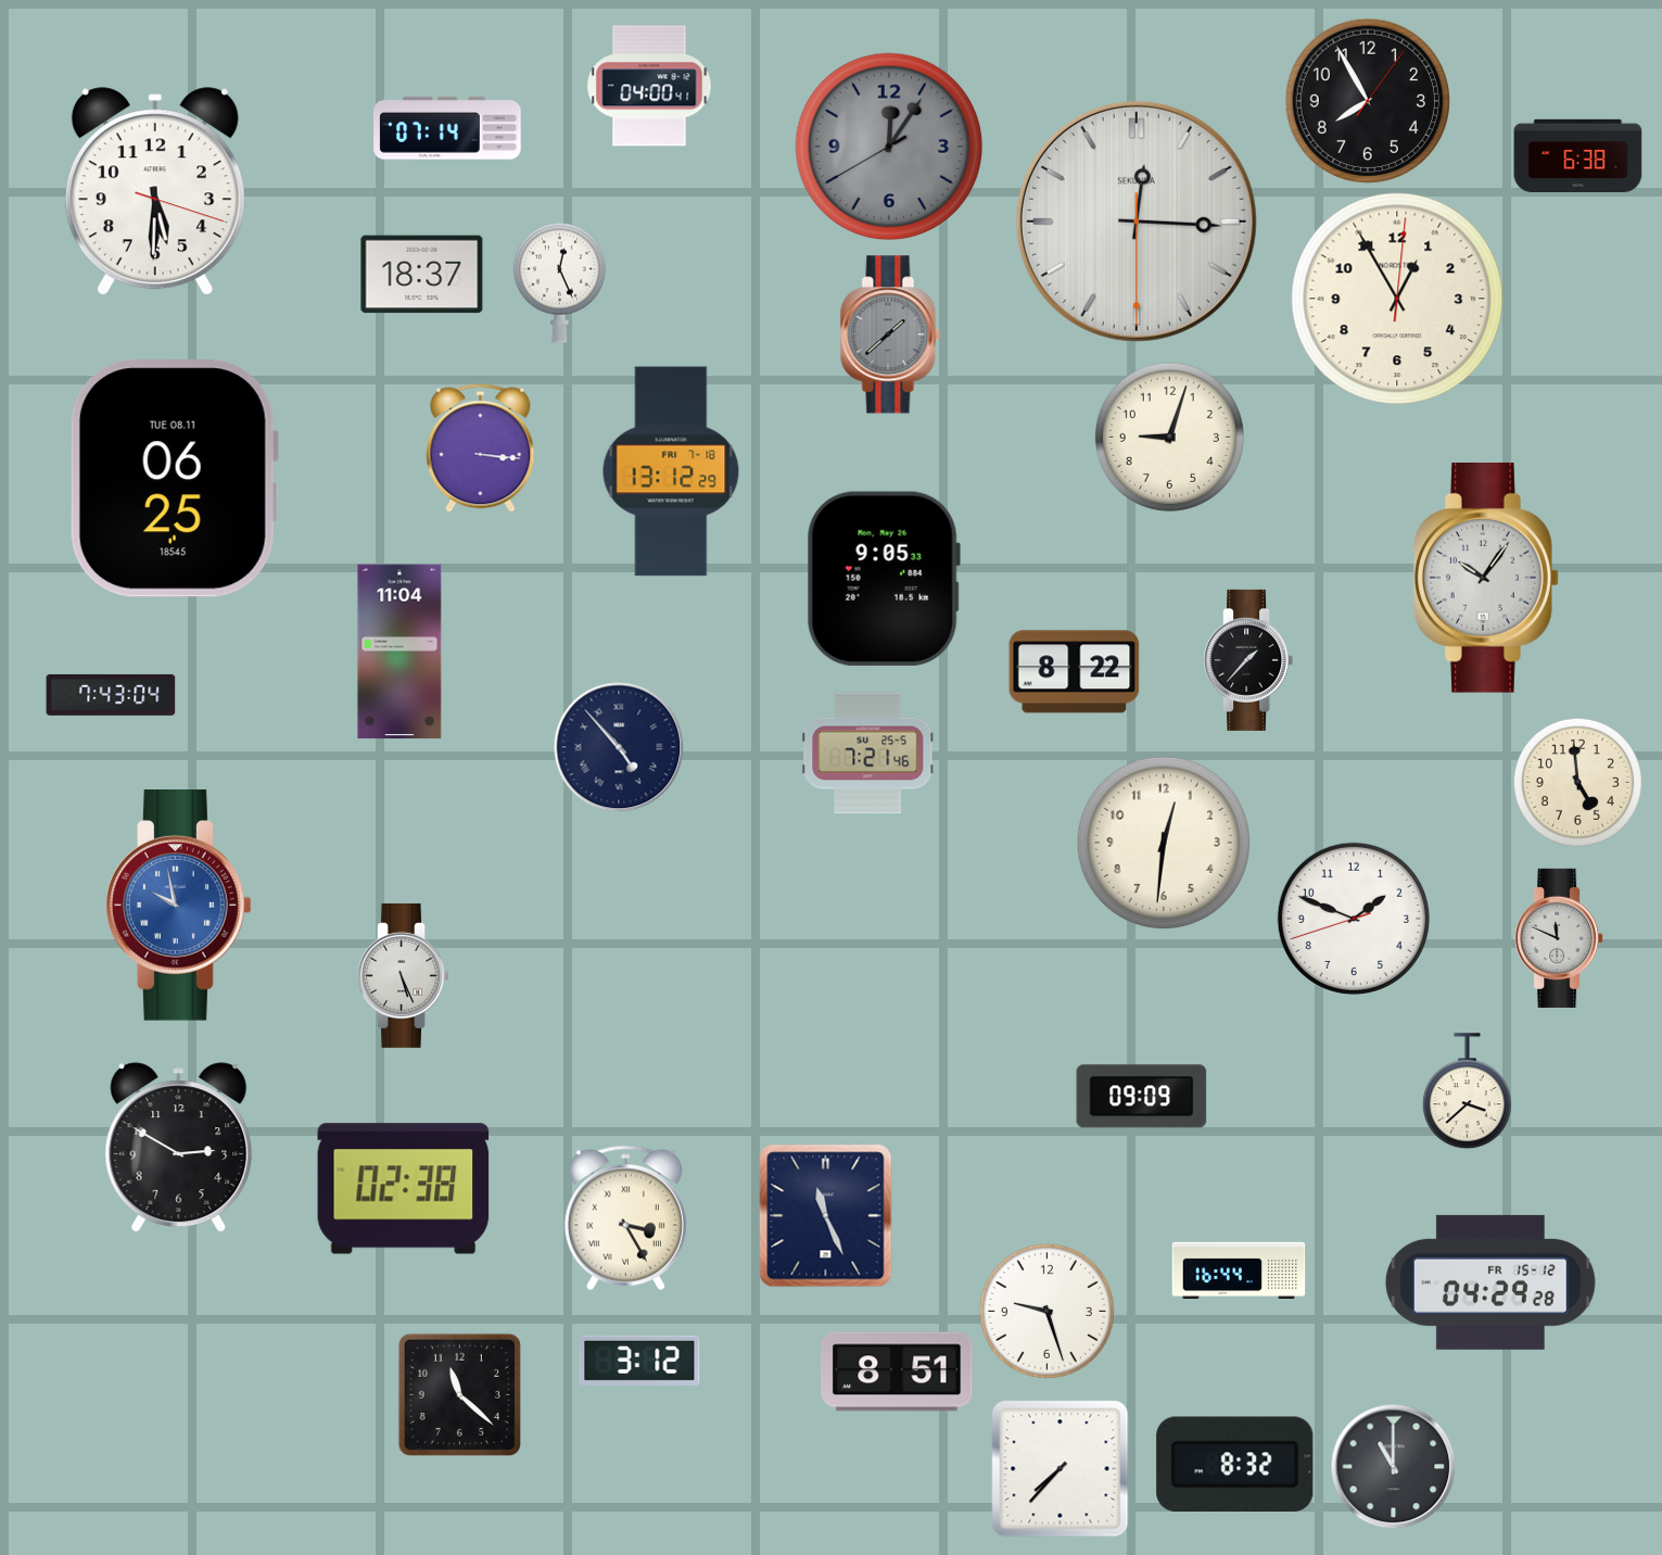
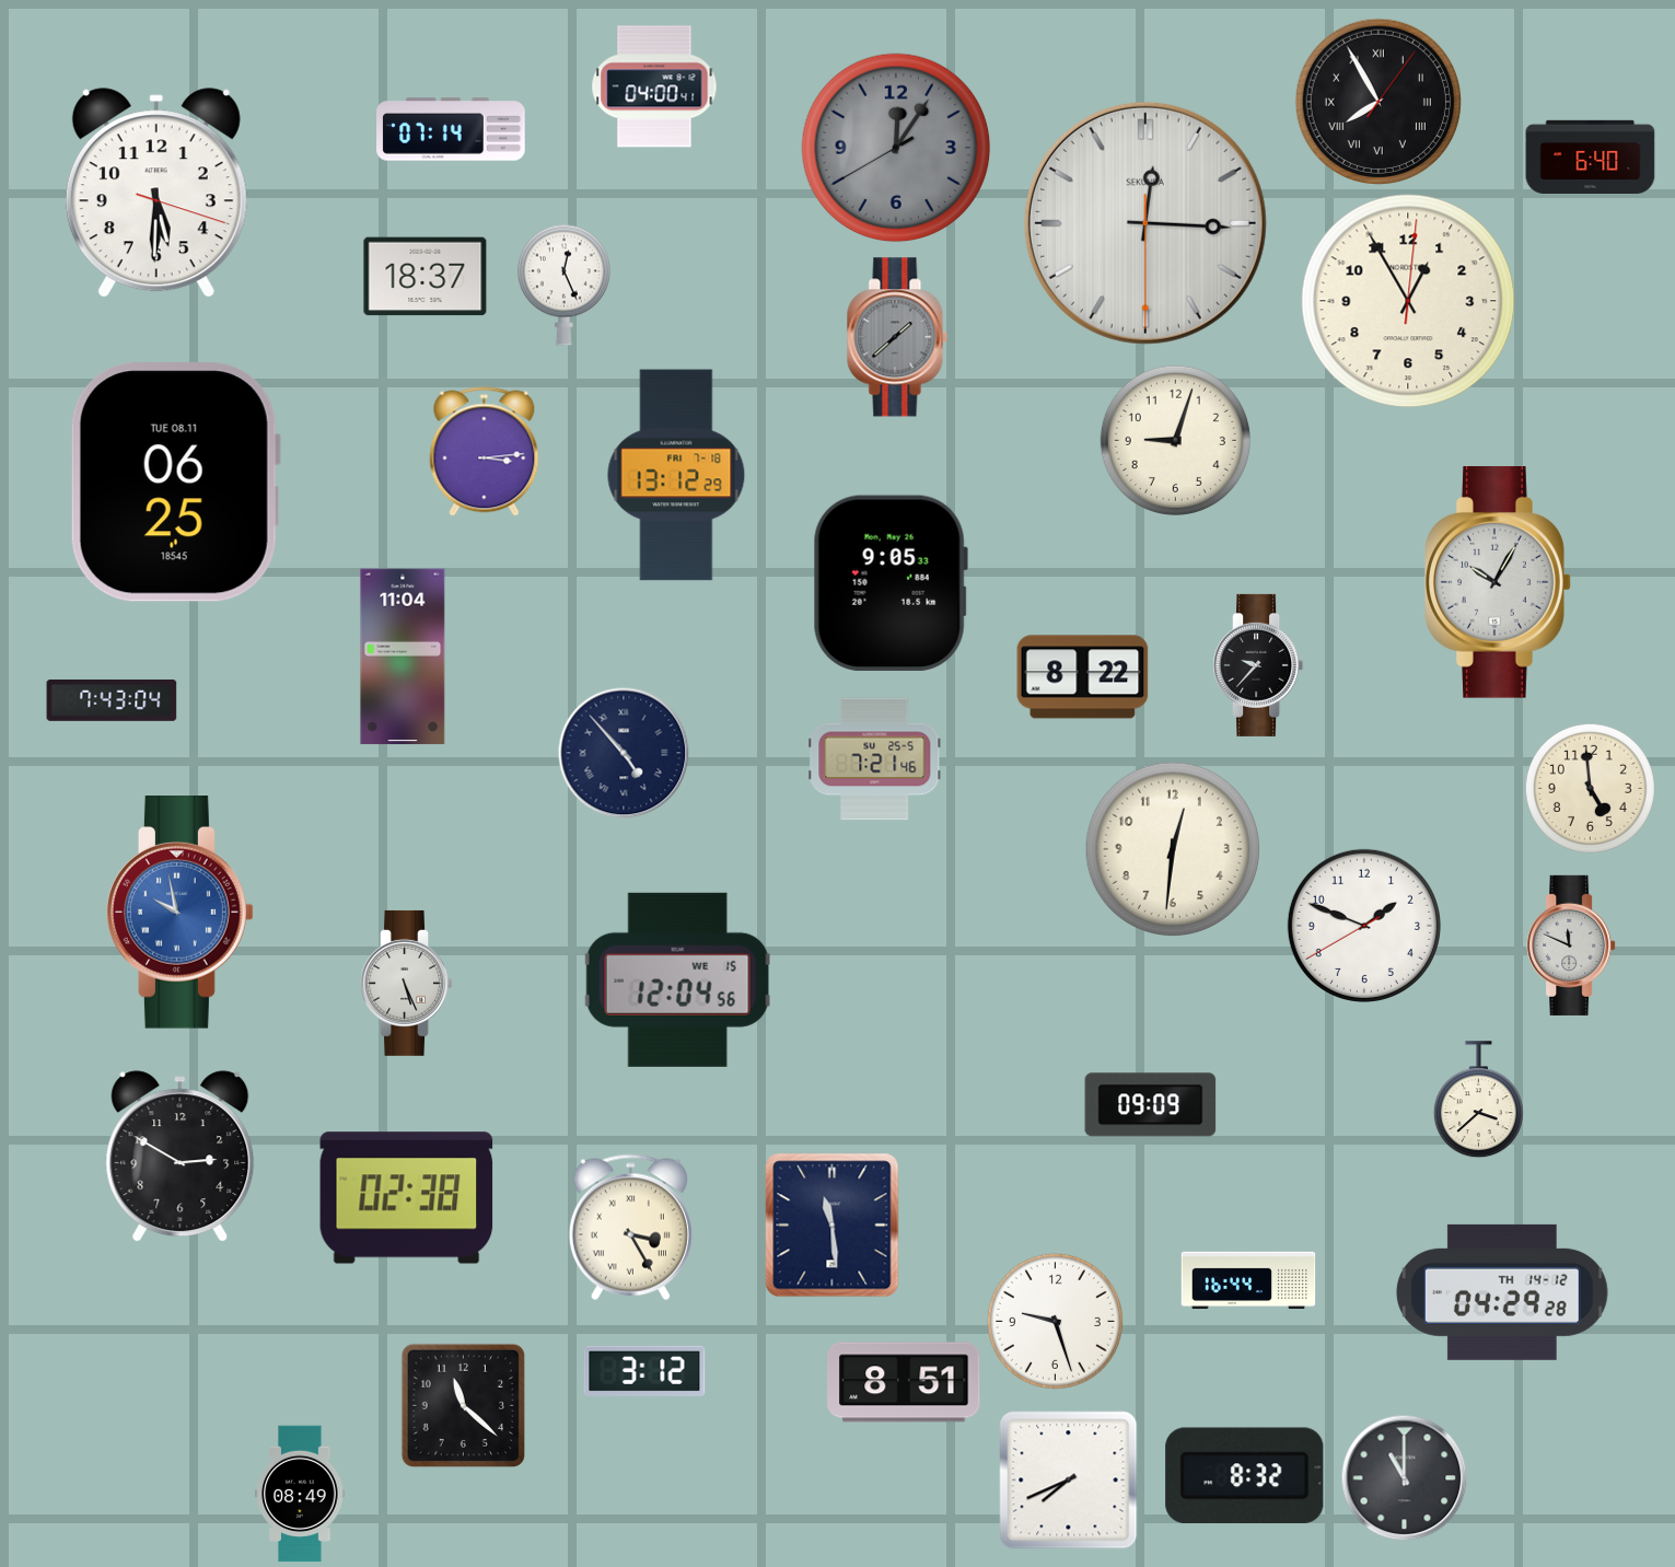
clock at (1368, 101) numerals: Arabic -> Roman
clock at (1578, 155): 6:38 -> 6:40
clock at (1169, 437) position: (1169, 437) -> (1175, 440)
clock at (481, 448): 3:16 -> 3:14
clock at (1486, 579): 10:06 -> 10:05
clock at (1248, 660): 1:37 -> 9:37
clock at (1354, 919): 1:48:42 -> 1:48:40
clock at (678, 979): none -> 12:04
clock at (826, 1216): 11:26 -> 11:29
clock at (1490, 1282) date: FR 15-12 -> TH 14-12
clock at (1061, 1469): 7:37 -> 7:41
clock at (300, 1494): none -> 08:49
